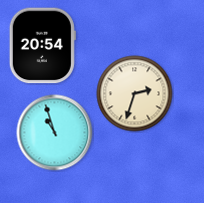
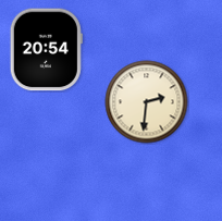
clock at (135, 94): 2:33 -> 2:31
clock at (55, 133): 10:57 -> none
